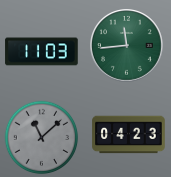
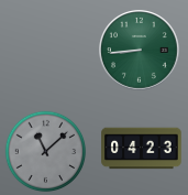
clock at (127, 46): 11:44 -> 8:44
clock at (42, 52): 11:03 -> none
